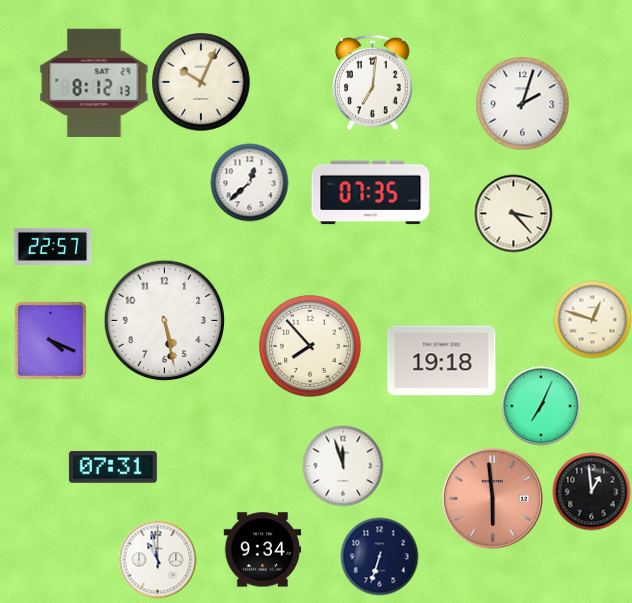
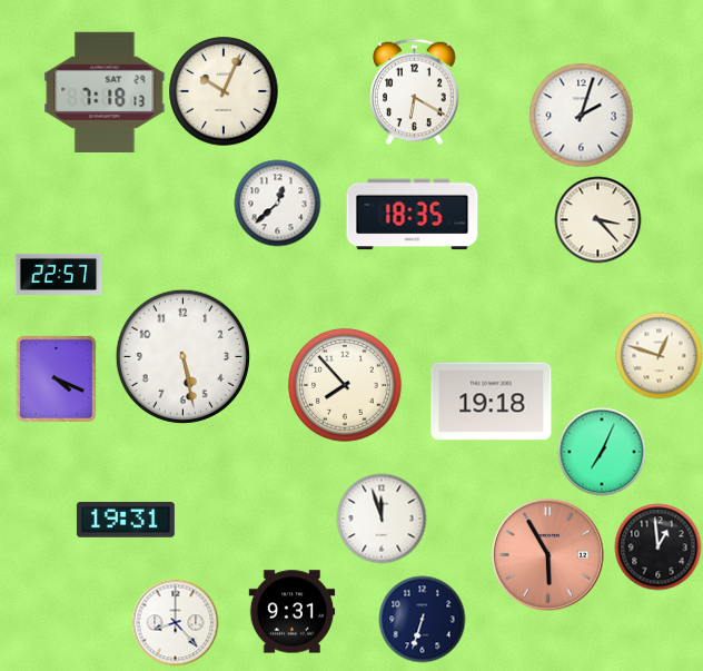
clock at (373, 82): 7:01 -> 6:20
clock at (94, 83): 8:12 -> 7:18
clock at (371, 193): 07:35 -> 18:35
clock at (513, 213) position: (513, 213) -> (597, 219)
clock at (113, 467): 07:31 -> 19:31
clock at (492, 498): 5:59 -> 5:55
clock at (262, 550): 9:34 -> 9:31
clock at (157, 559): 10:58 -> 8:23
